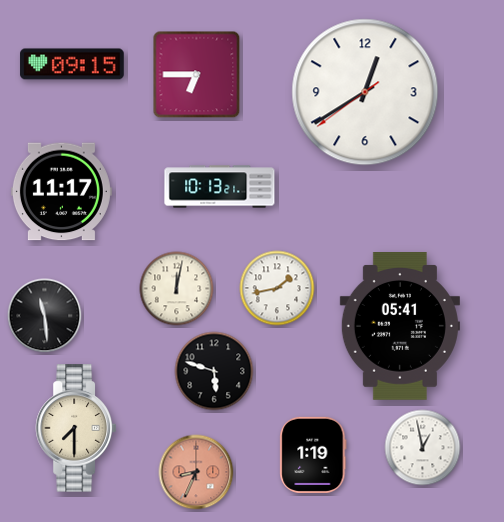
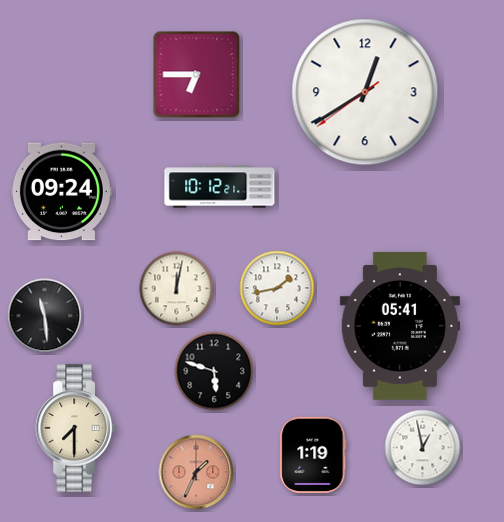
clock at (72, 64): 09:15 -> none
clock at (220, 187): 10:13 -> 10:12
clock at (61, 192): 11:17 -> 09:24
clock at (196, 472): 8:34 -> 1:34
